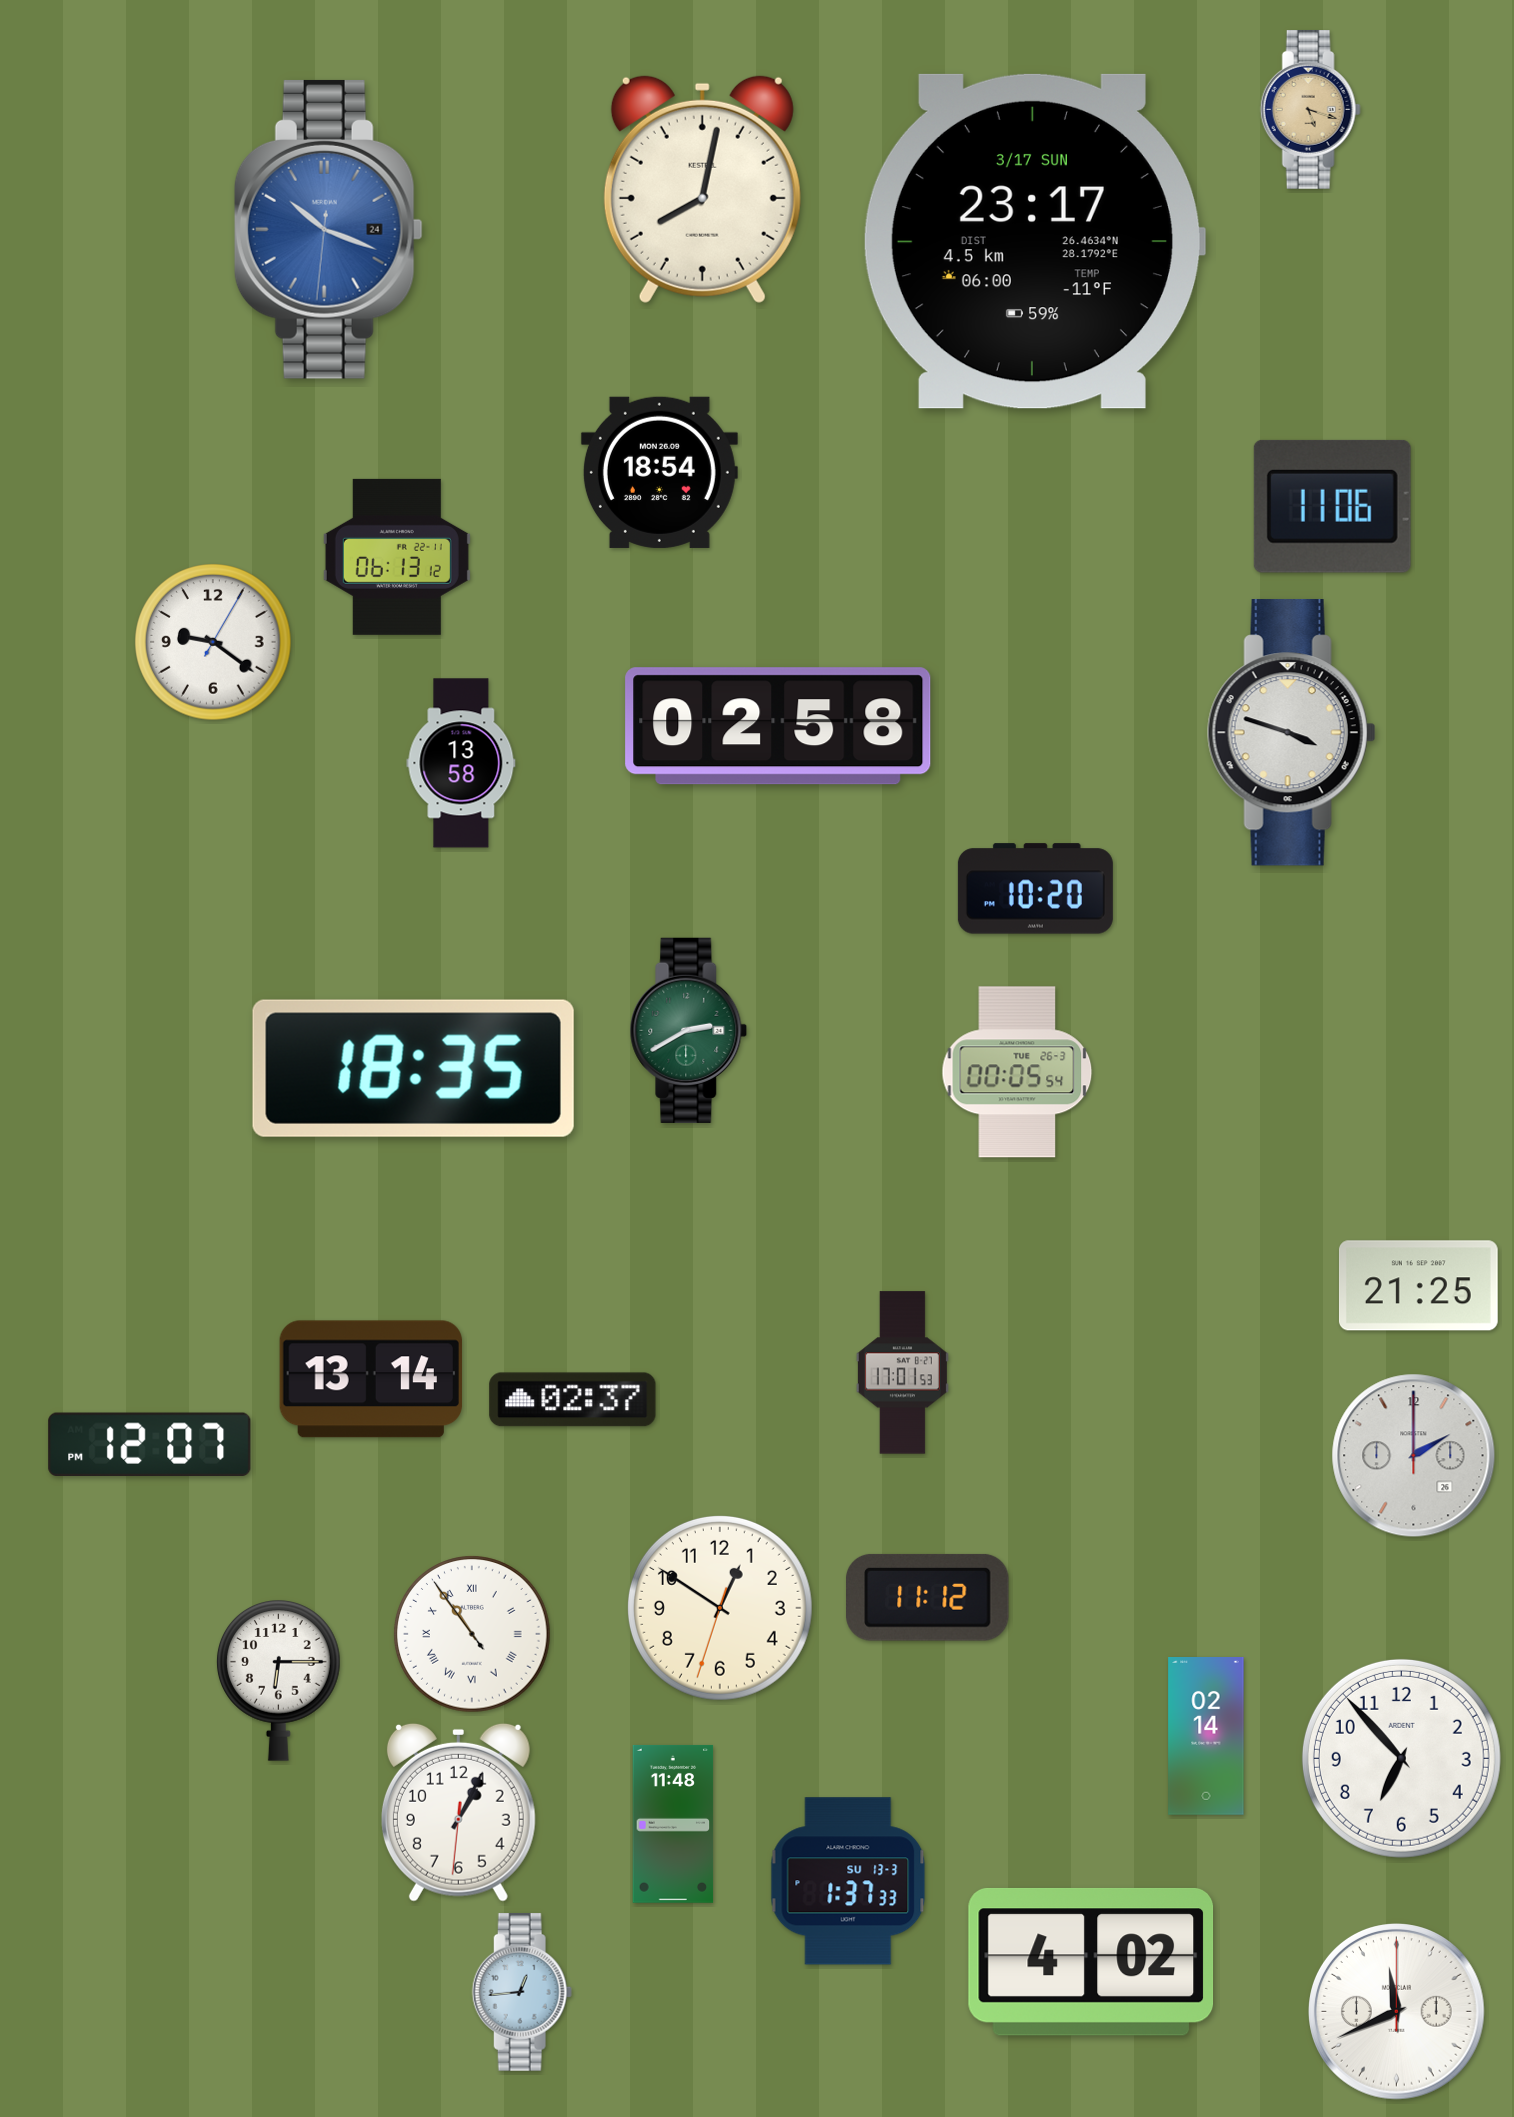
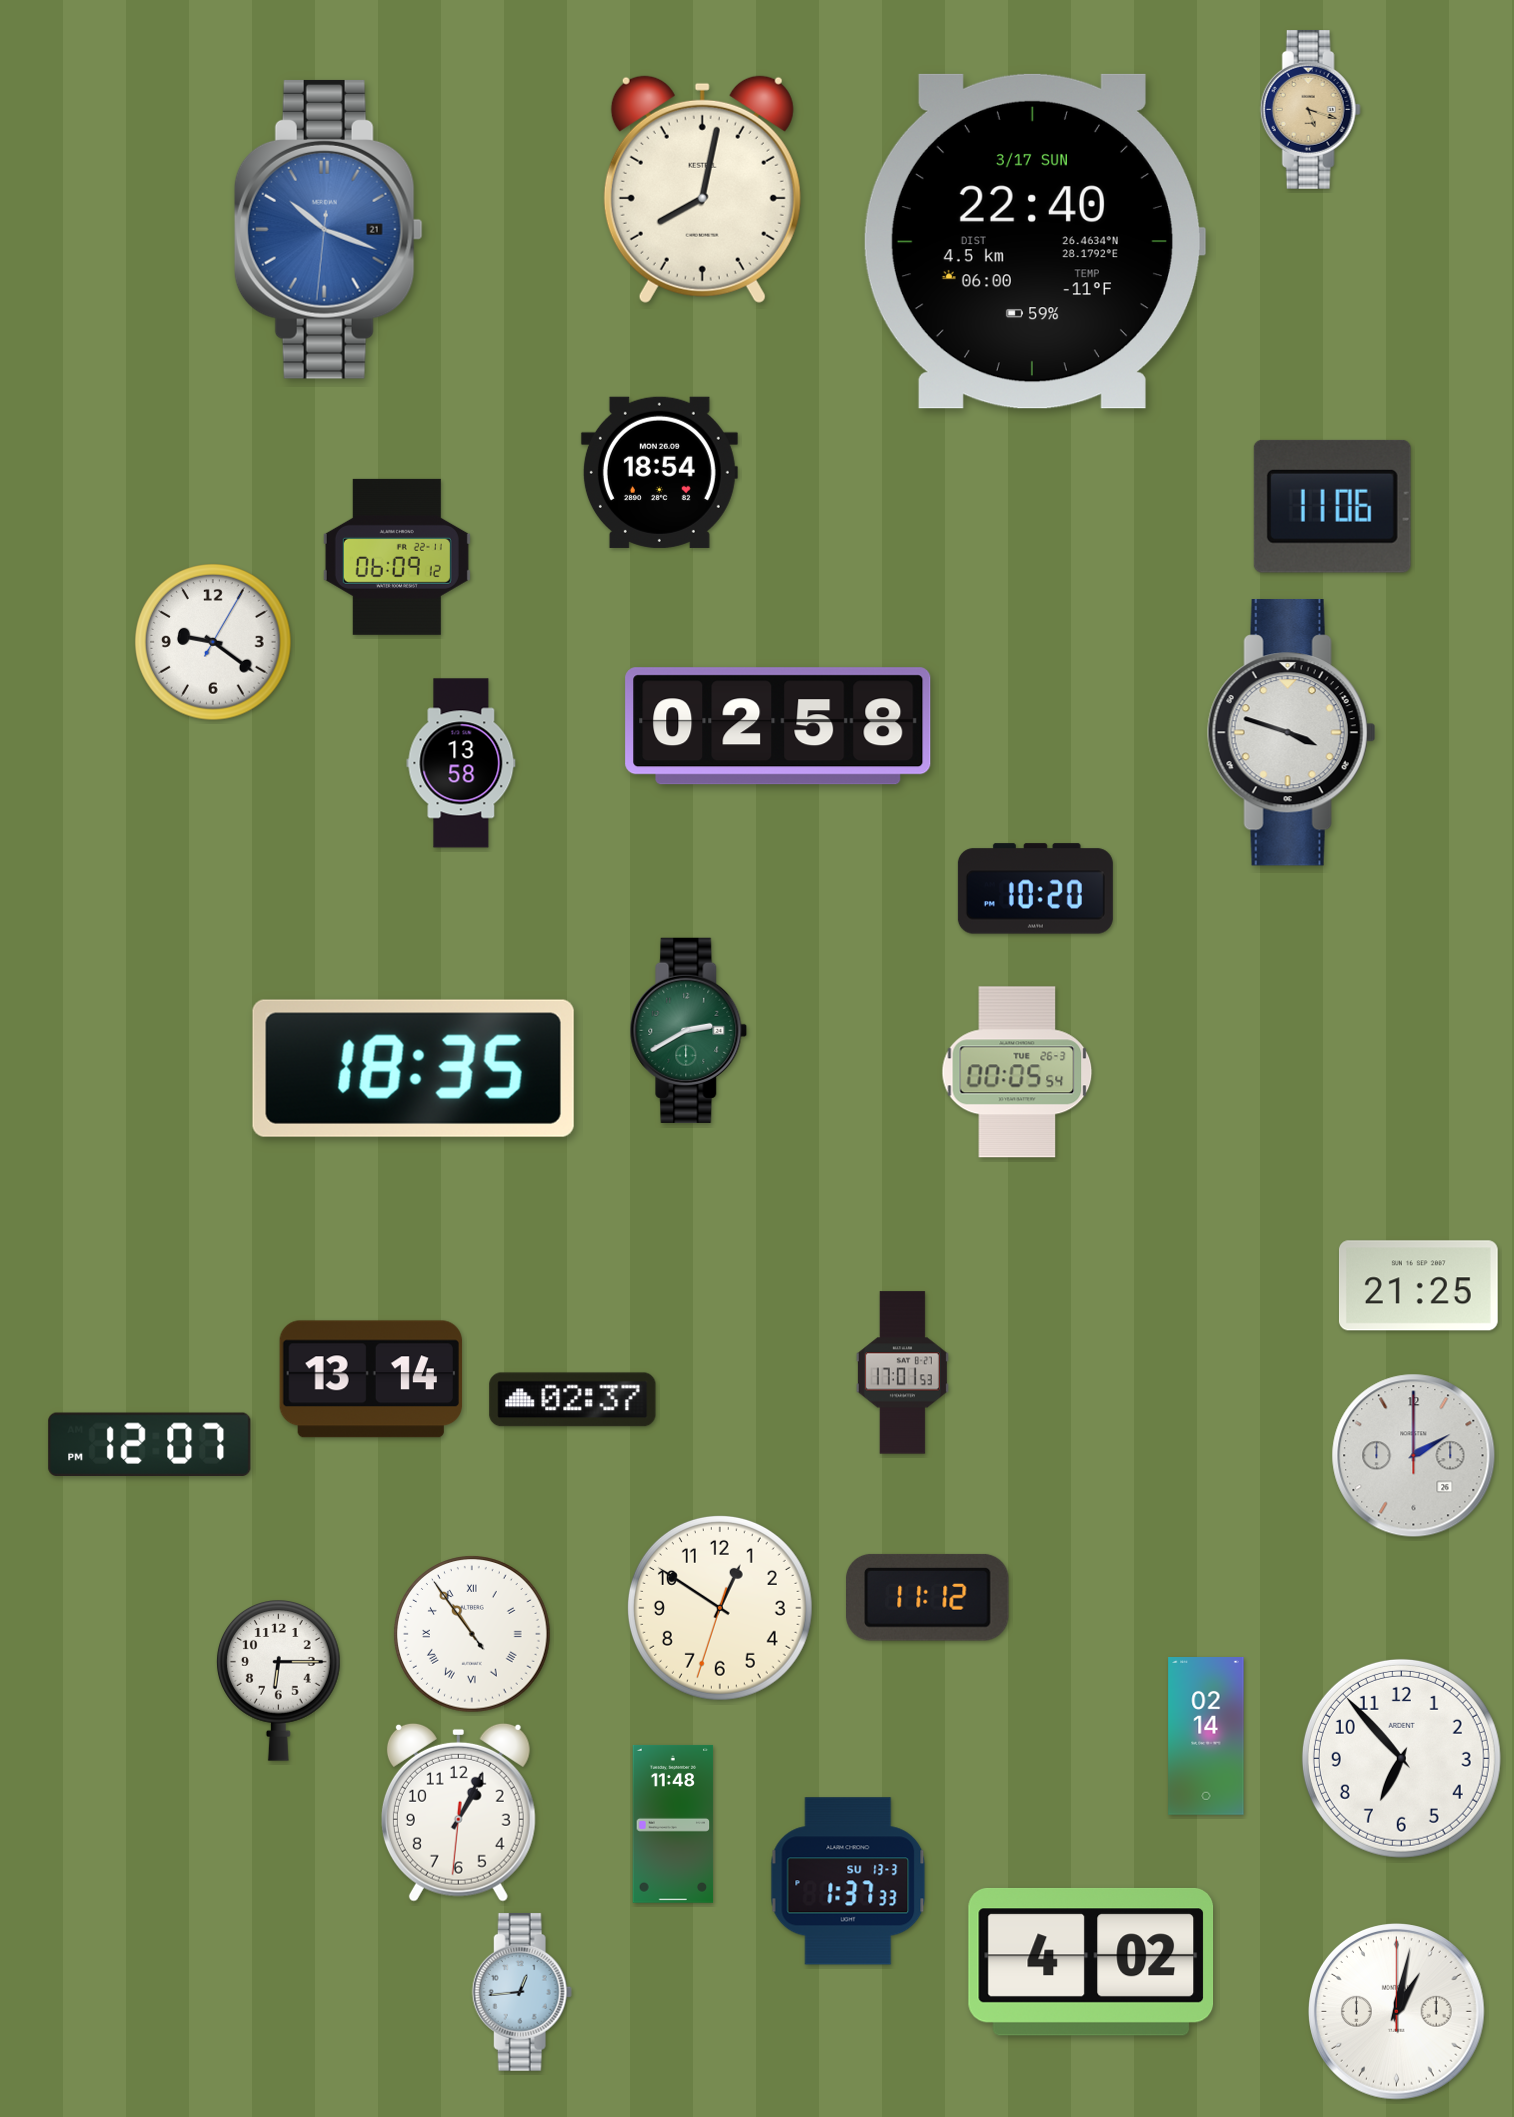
clock at (328, 229) date: 24 -> 21
clock at (1033, 241): 23:17 -> 22:40
clock at (397, 557): 06:13 -> 06:09
clock at (1397, 2012): 11:41 -> 1:02
